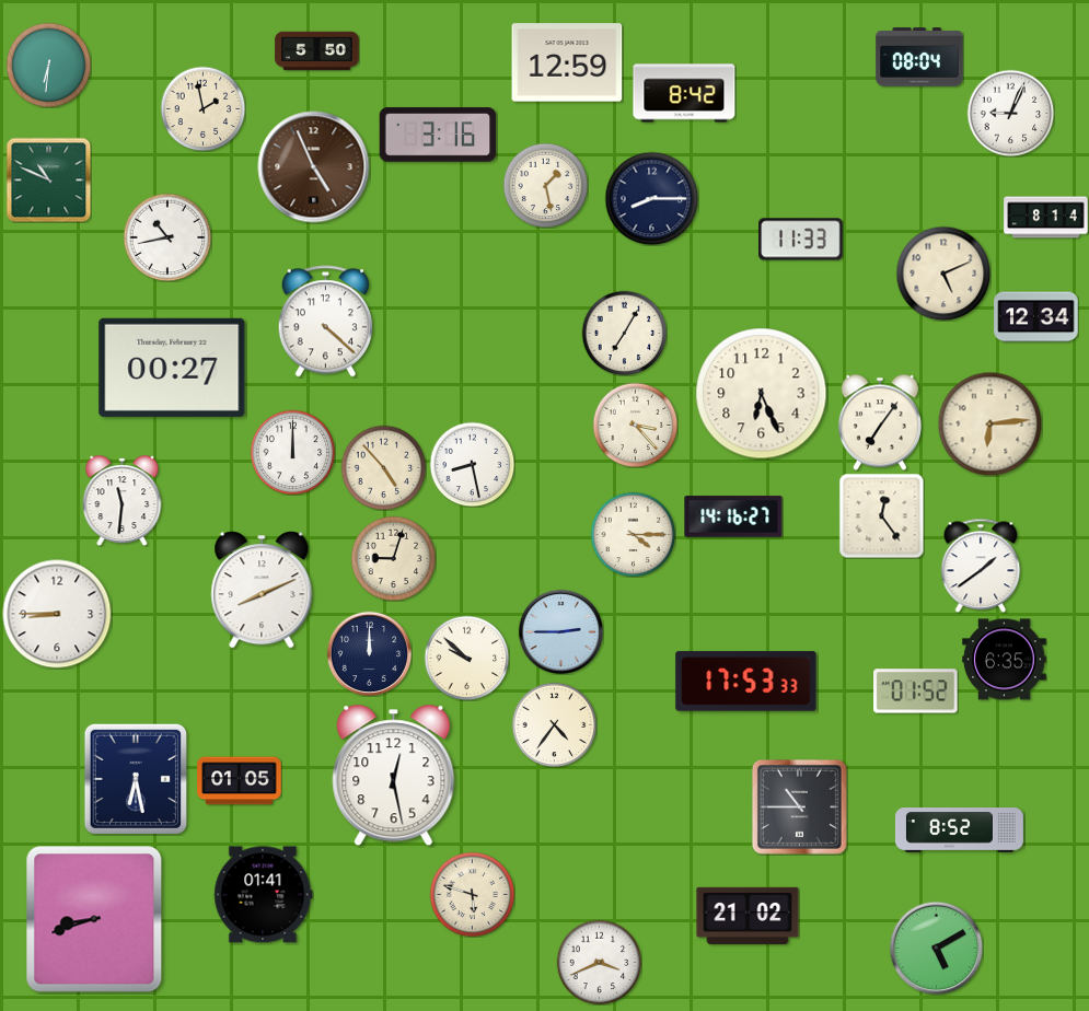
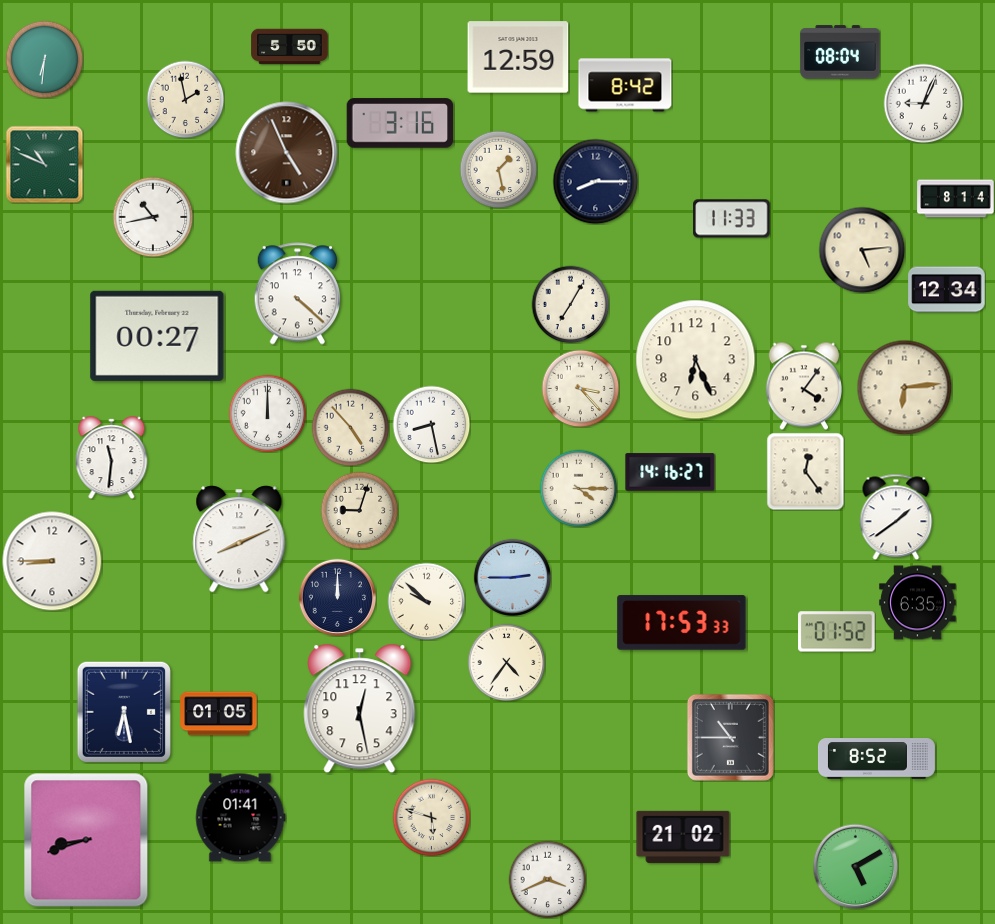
clock at (943, 274): 5:11 -> 5:14
clock at (880, 422): 7:06 -> 4:06
